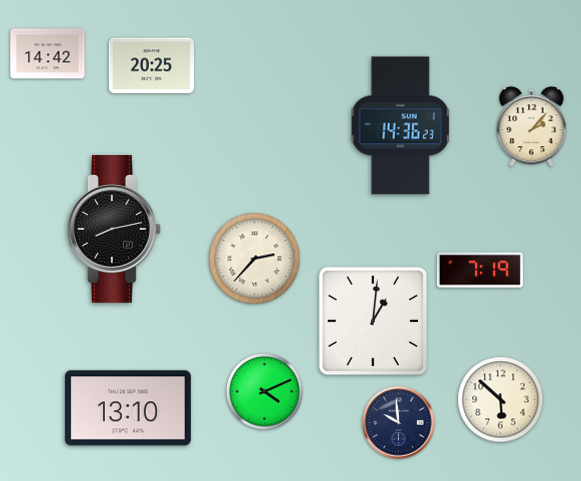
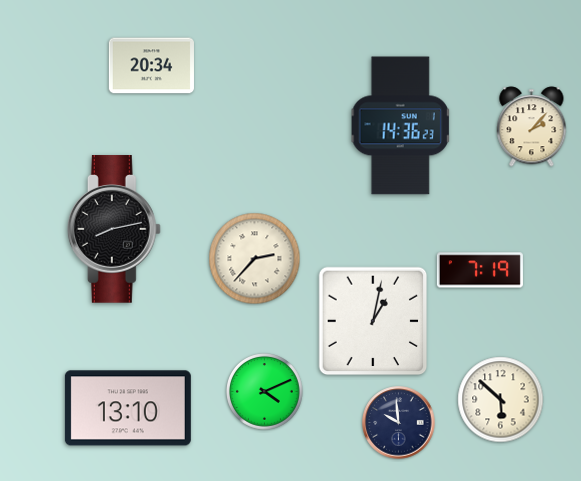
clock at (48, 54): 14:42 -> none
clock at (151, 66): 20:25 -> 20:34
clock at (373, 321): 1:01 -> 1:02
